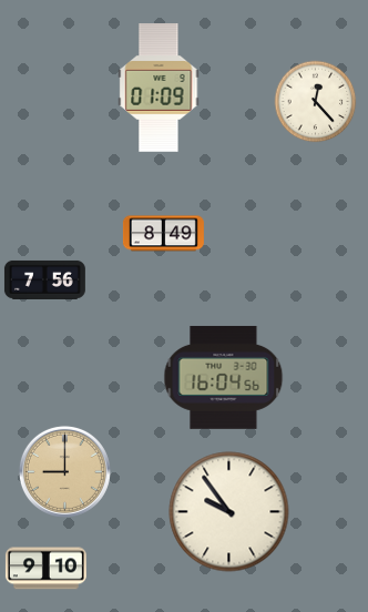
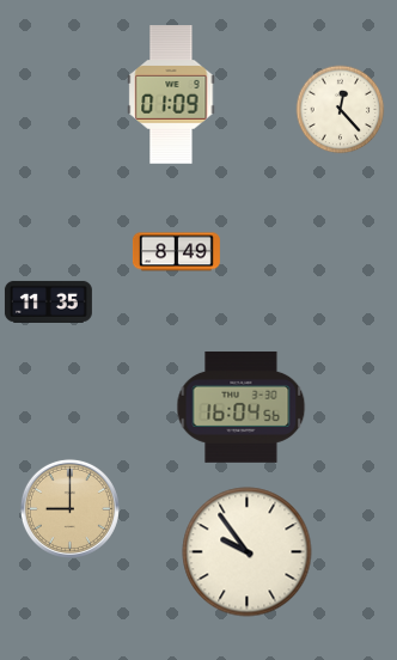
clock at (44, 279): 7:56 -> 11:35
clock at (45, 569): 9:10 -> none
